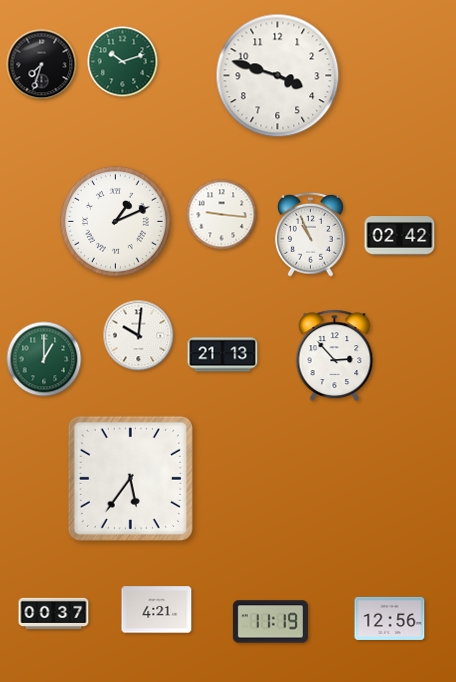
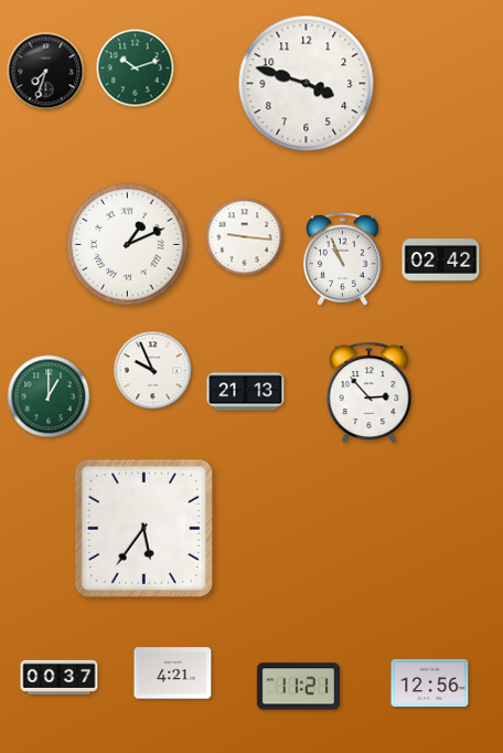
clock at (139, 336): 10:01 -> 9:56
clock at (270, 622): 11:19 -> 11:21
